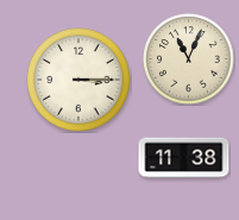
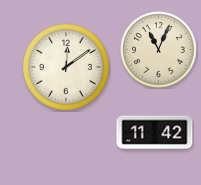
clock at (78, 80): 3:15 -> 12:09
clock at (184, 158): 11:38 -> 11:42
